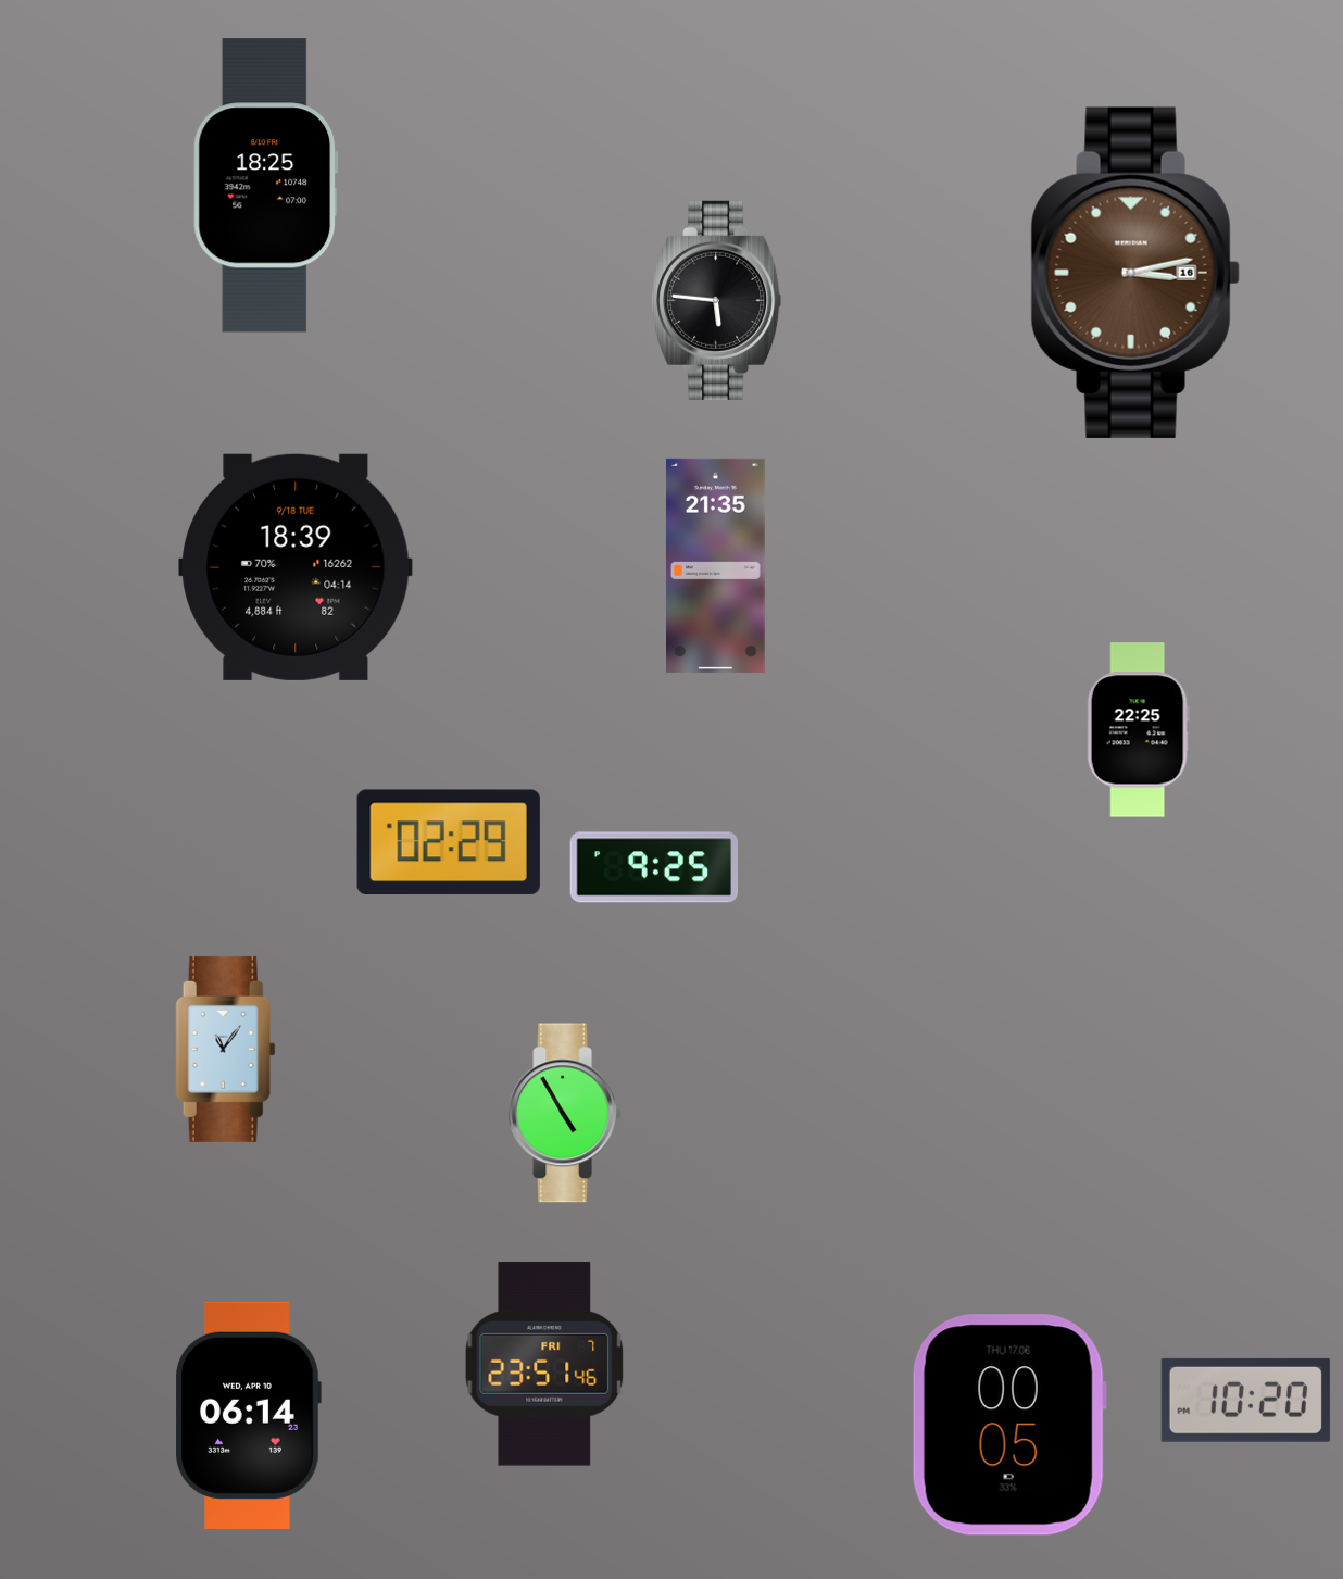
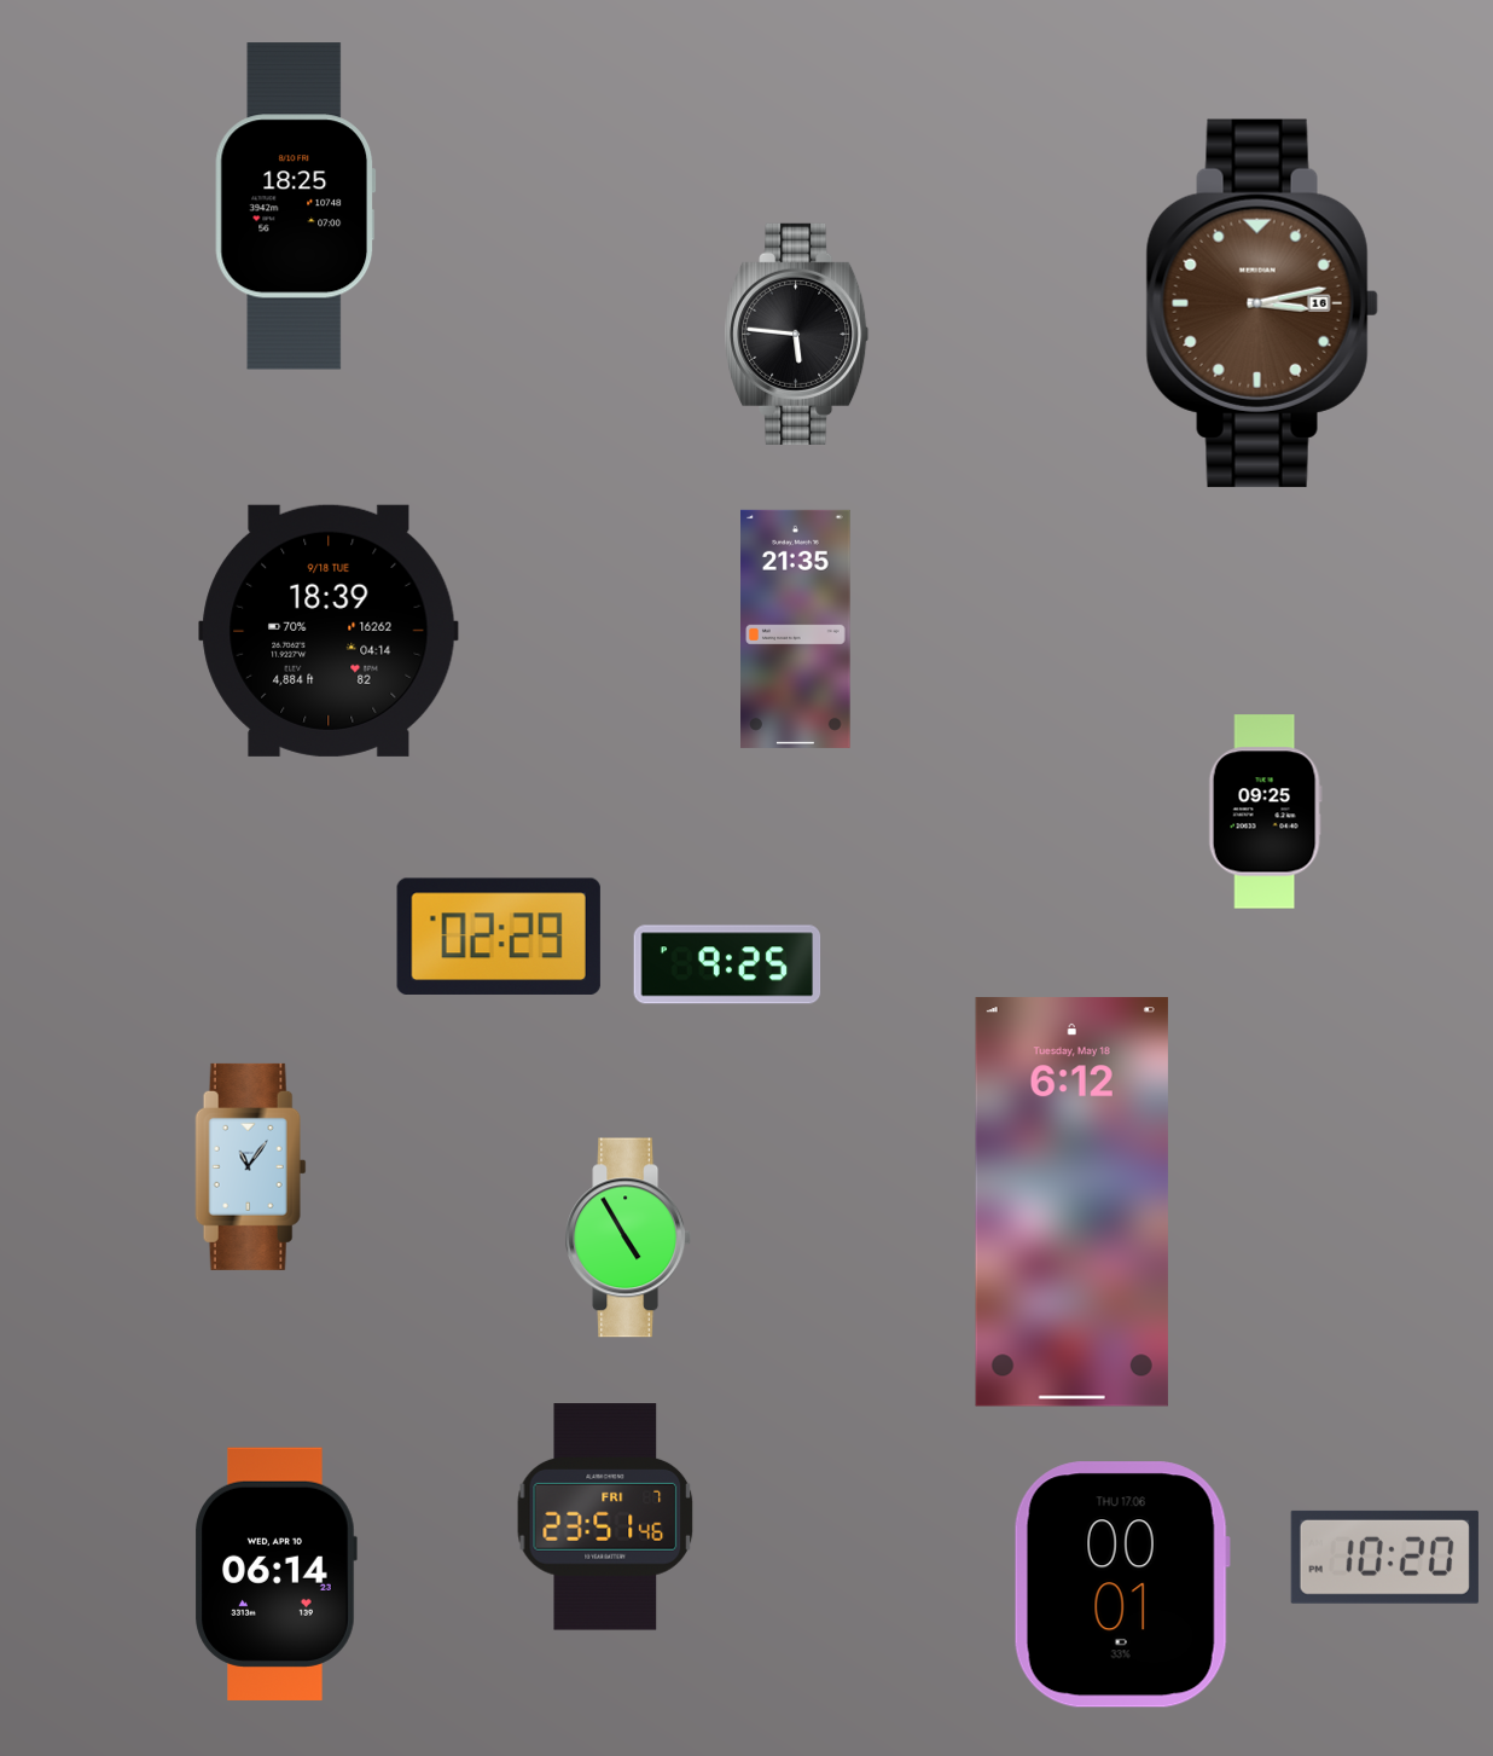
clock at (1138, 730): 22:25 -> 09:25
clock at (1071, 1202): none -> 6:12
clock at (1009, 1425): 00:05 -> 00:01
